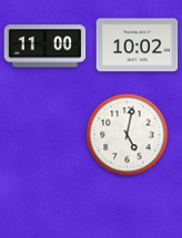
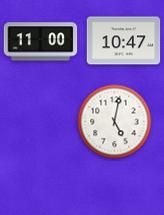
clock at (138, 45): 10:02 -> 10:47
